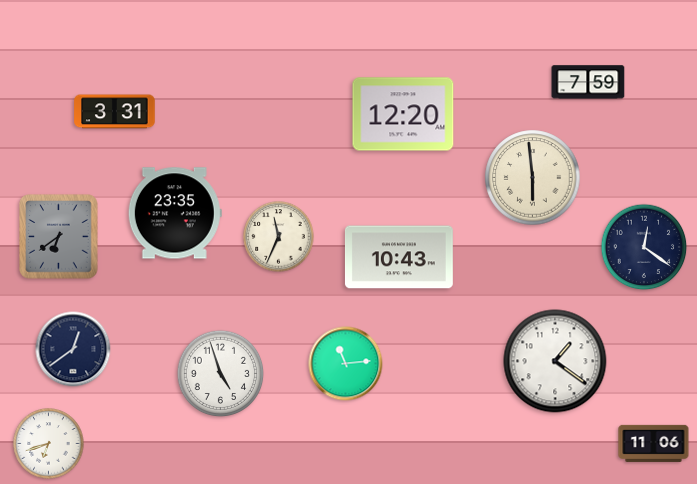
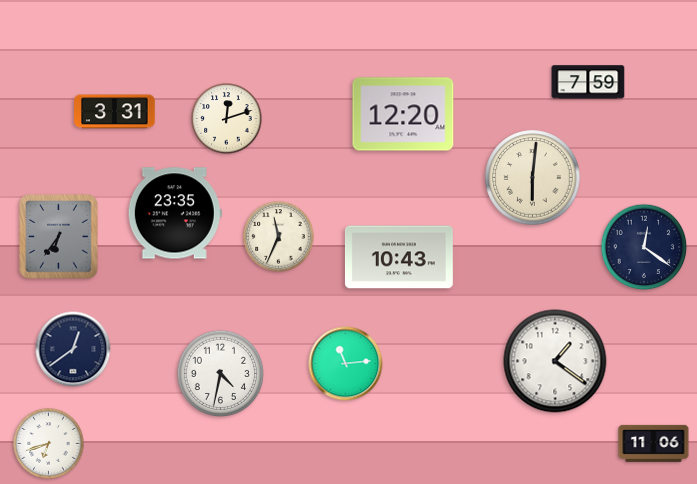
clock at (227, 119): none -> 12:12
clock at (533, 178): 5:59 -> 6:01
clock at (59, 237): 6:39 -> 6:36
clock at (221, 374): 4:57 -> 4:32
